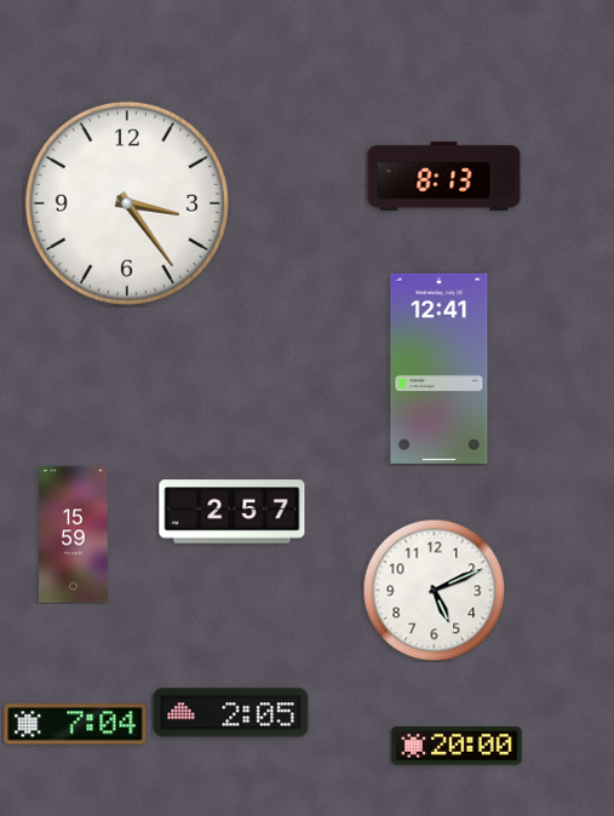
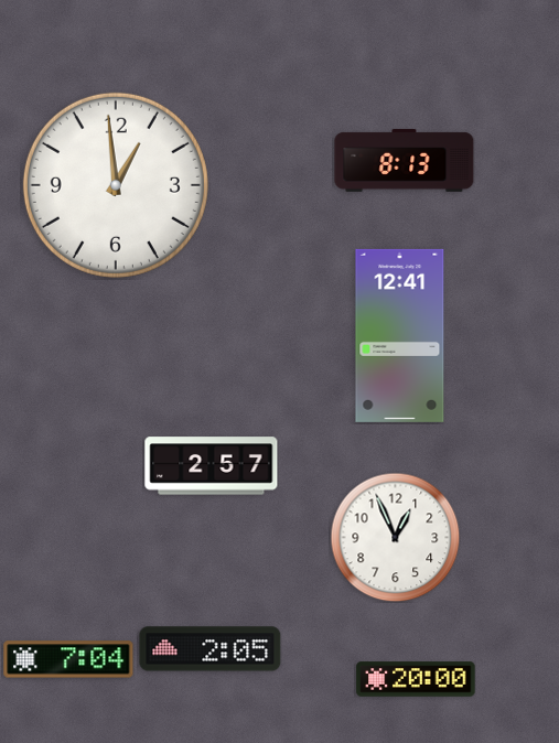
clock at (127, 203): 3:24 -> 12:59
clock at (74, 535): 15:59 -> none
clock at (434, 590): 5:11 -> 12:56
